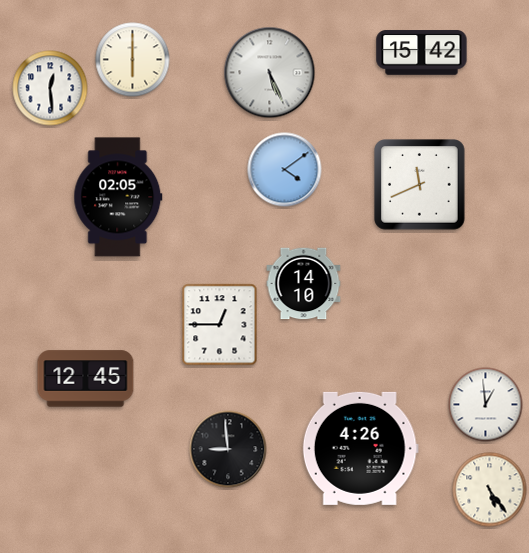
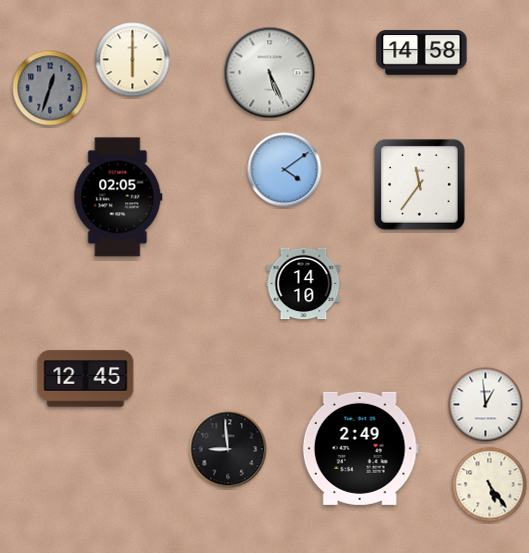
clock at (422, 53): 15:42 -> 14:58
clock at (50, 88): 12:29 -> 12:33
clock at (50, 88) dial: white -> grey
clock at (420, 185): 11:41 -> 11:36
clock at (220, 325): 12:45 -> none
clock at (360, 448): 4:26 -> 2:49
clock at (490, 490) position: (490, 490) -> (490, 485)
